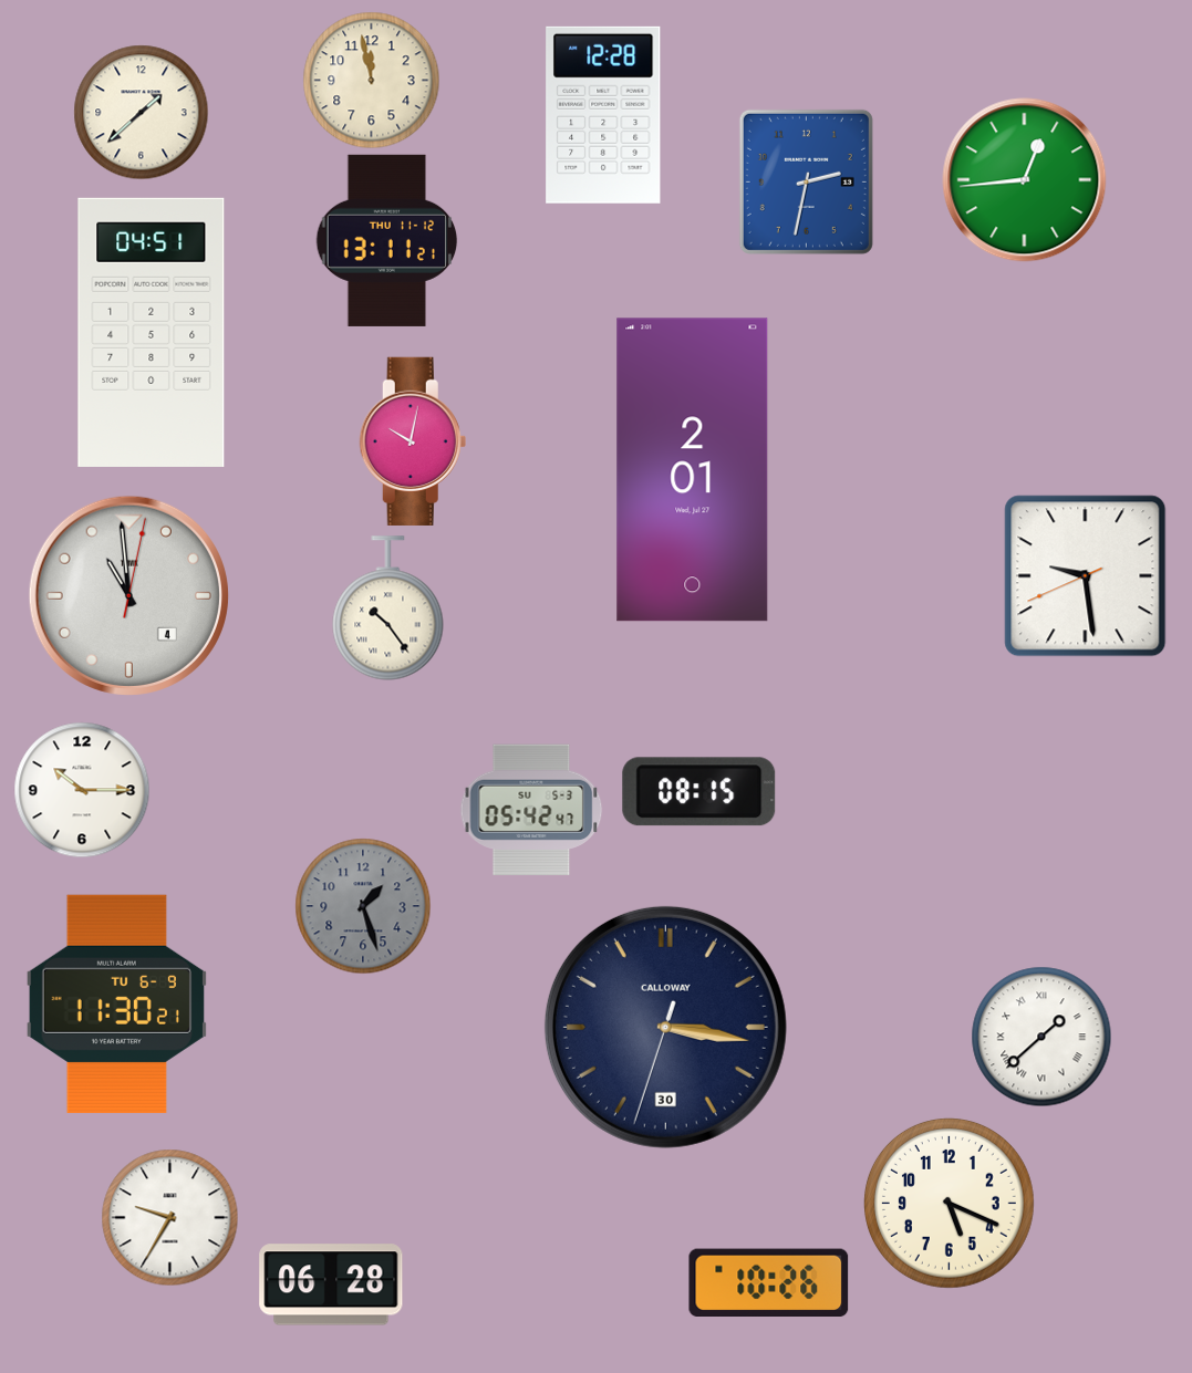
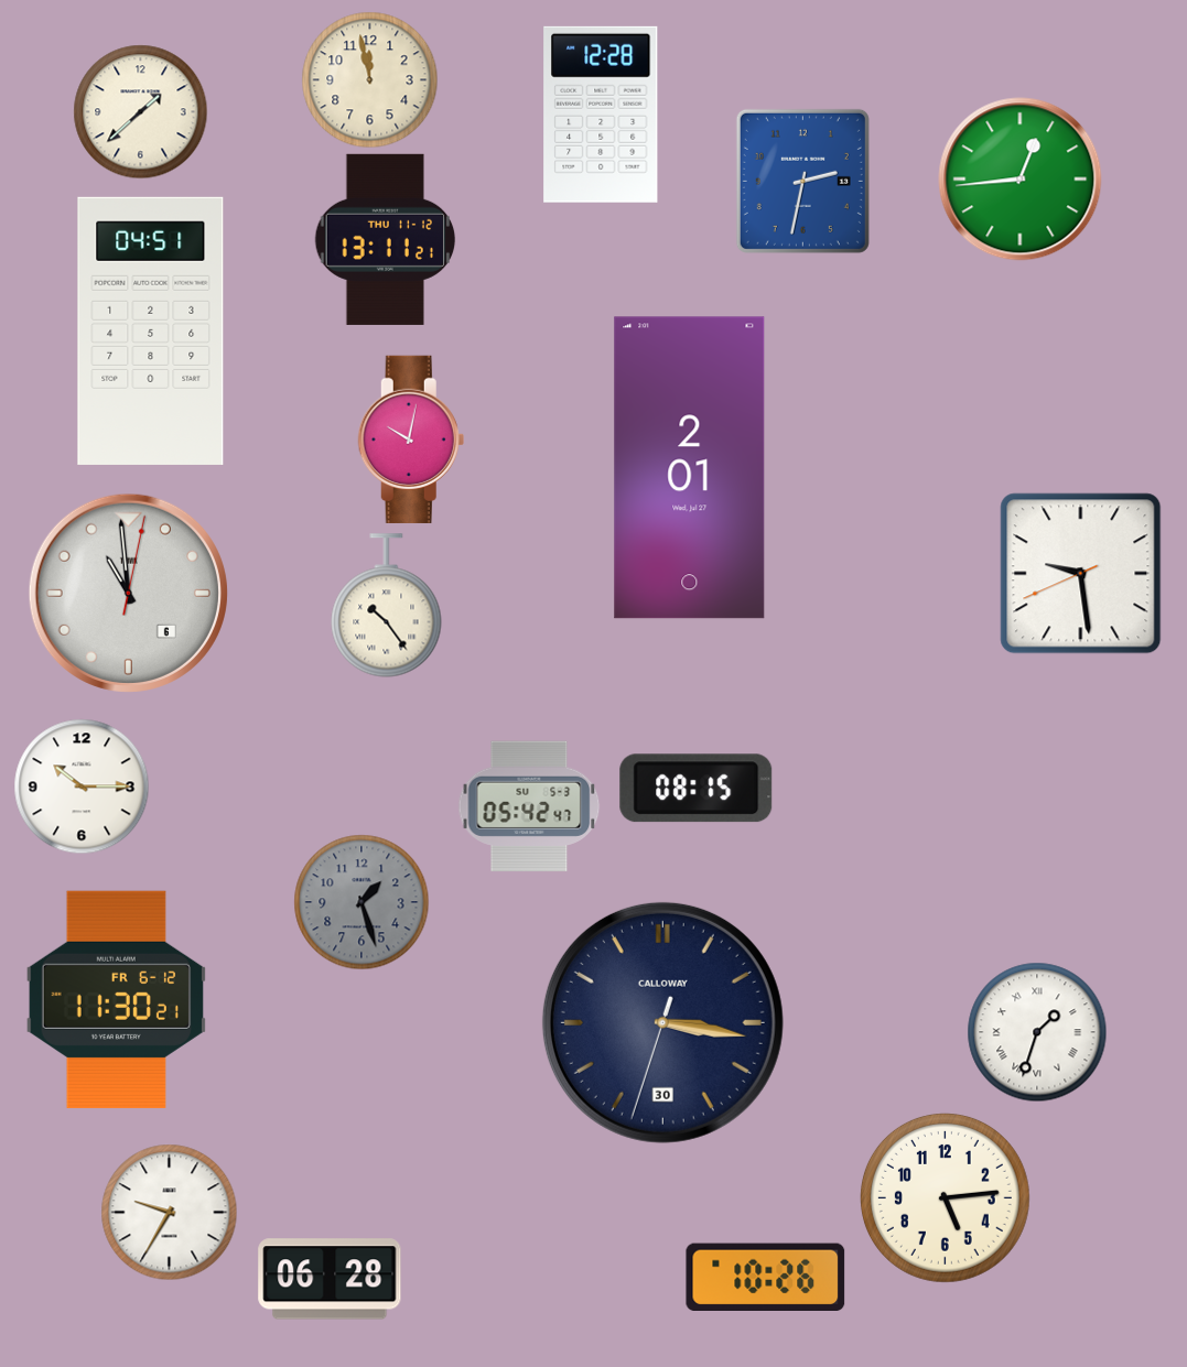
clock at (128, 595) date: 4 -> 6
clock at (116, 1003) date: TU 6-9 -> FR 6-12
clock at (1041, 1037): 1:38 -> 1:33
clock at (949, 1203): 5:19 -> 5:14
